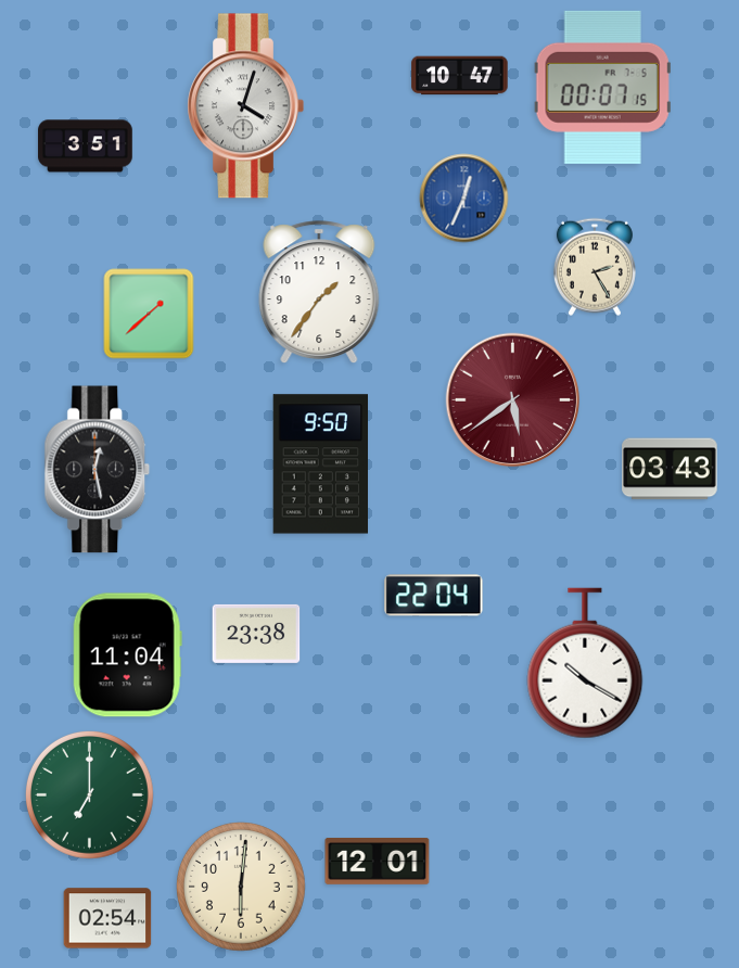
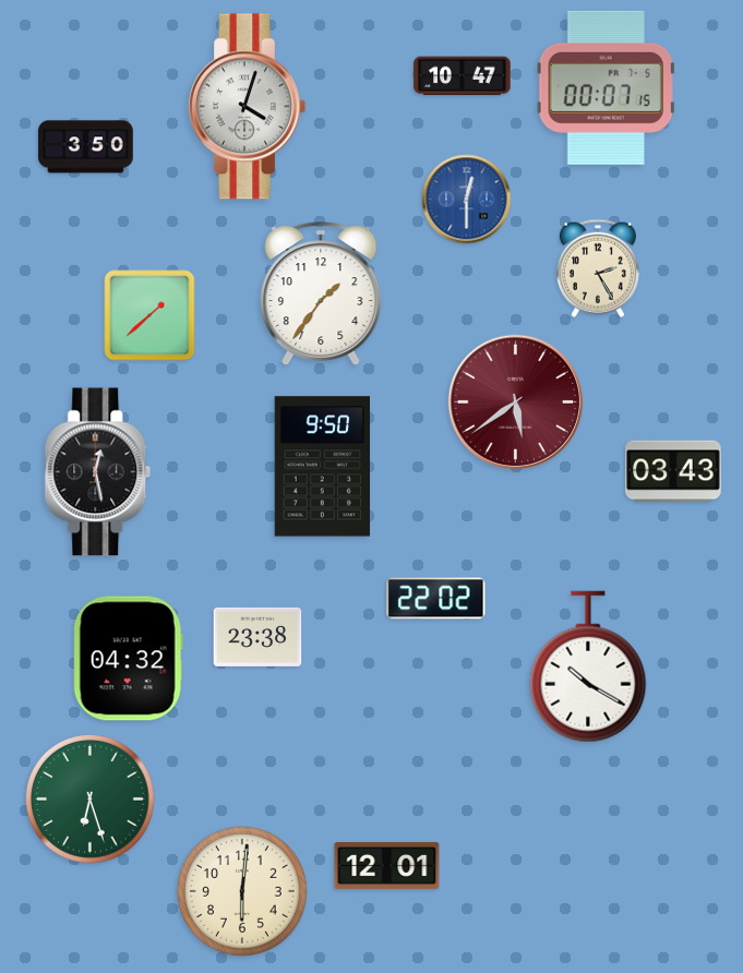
clock at (86, 147): 3:51 -> 3:50
clock at (464, 199): 12:34 -> 12:30
clock at (434, 596): 22:04 -> 22:02
clock at (127, 655): 11:04 -> 04:32
clock at (89, 794): 7:00 -> 6:27
clock at (378, 862) position: (378, 862) -> (387, 866)
clock at (107, 918): 02:54 -> none
